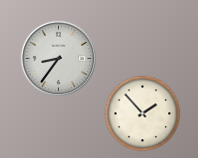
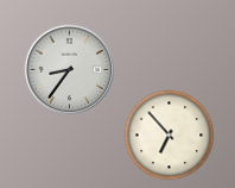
clock at (143, 114): 1:53 -> 6:53
